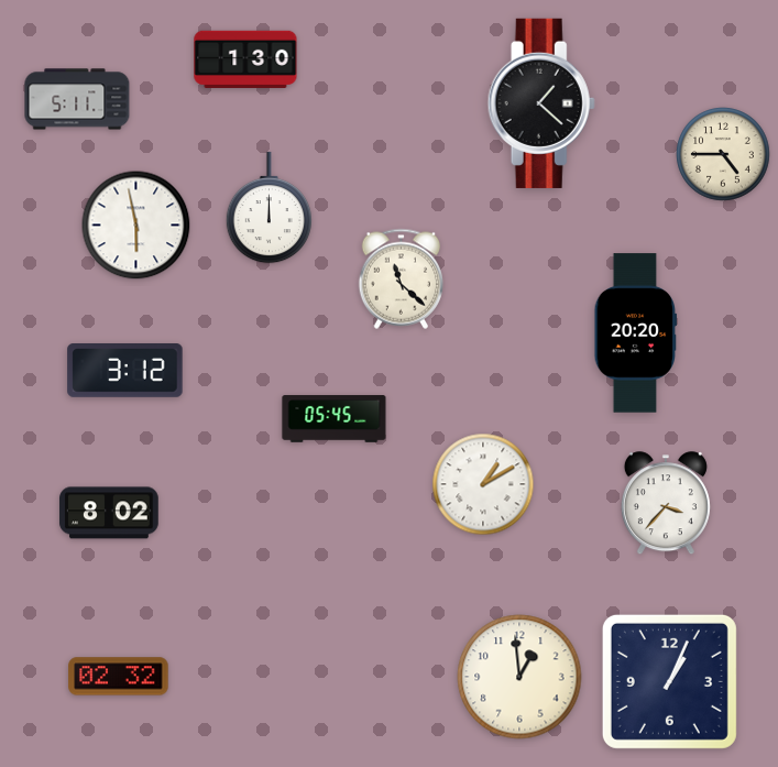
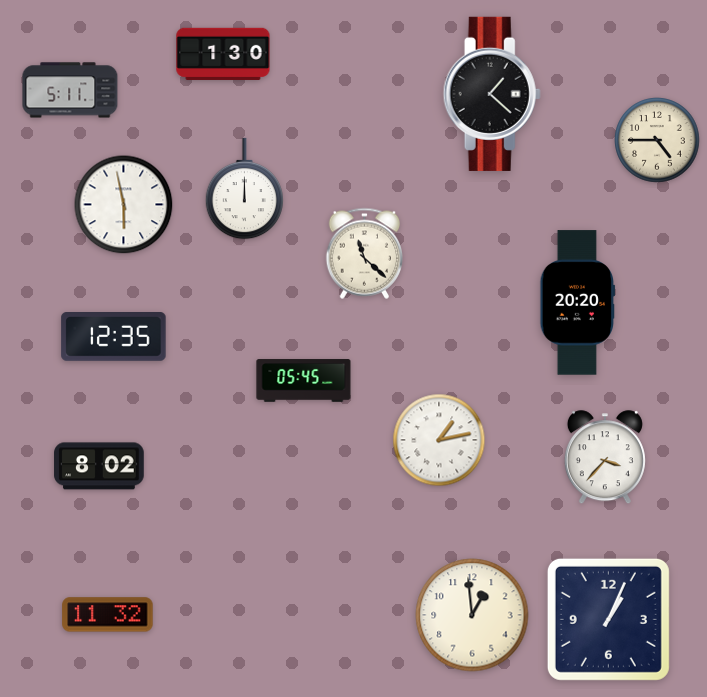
clock at (125, 371): 3:12 -> 12:35
clock at (483, 484): 1:10 -> 1:13
clock at (119, 677): 02:32 -> 11:32
